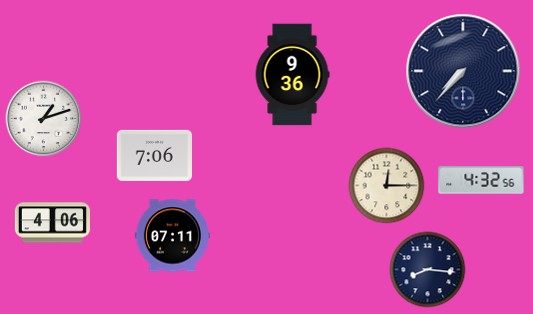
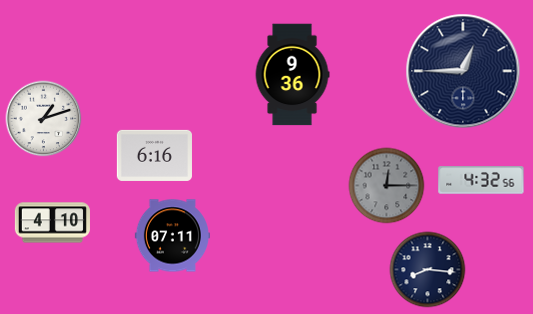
clock at (463, 71): 7:37 -> 12:45
clock at (154, 155): 7:06 -> 6:16
clock at (387, 186) dial: cream -> grey
clock at (52, 223): 4:06 -> 4:10
